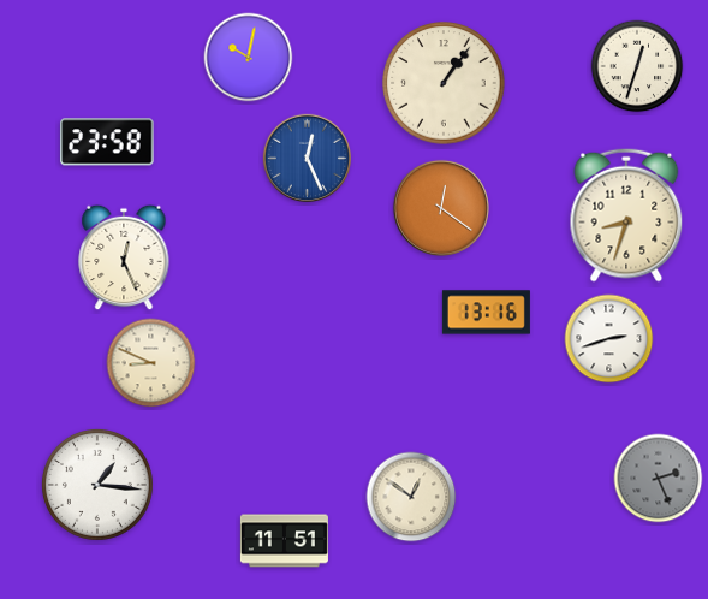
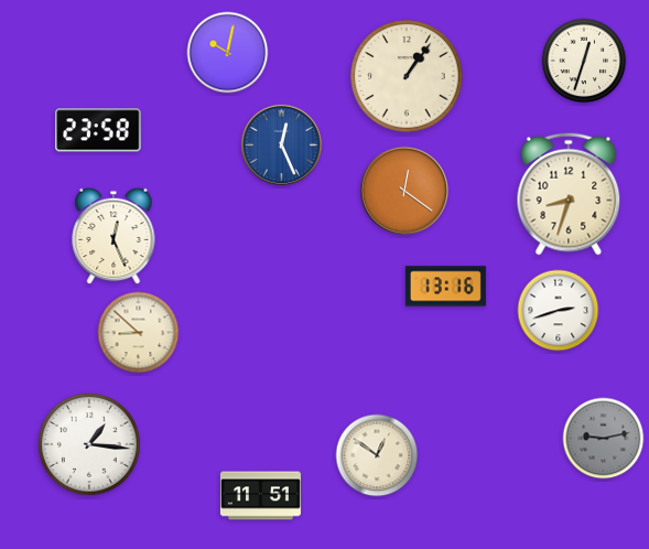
clock at (626, 215) position: (626, 215) -> (569, 194)
clock at (151, 363): 8:49 -> 8:52
clock at (659, 479): 2:26 -> 9:13
